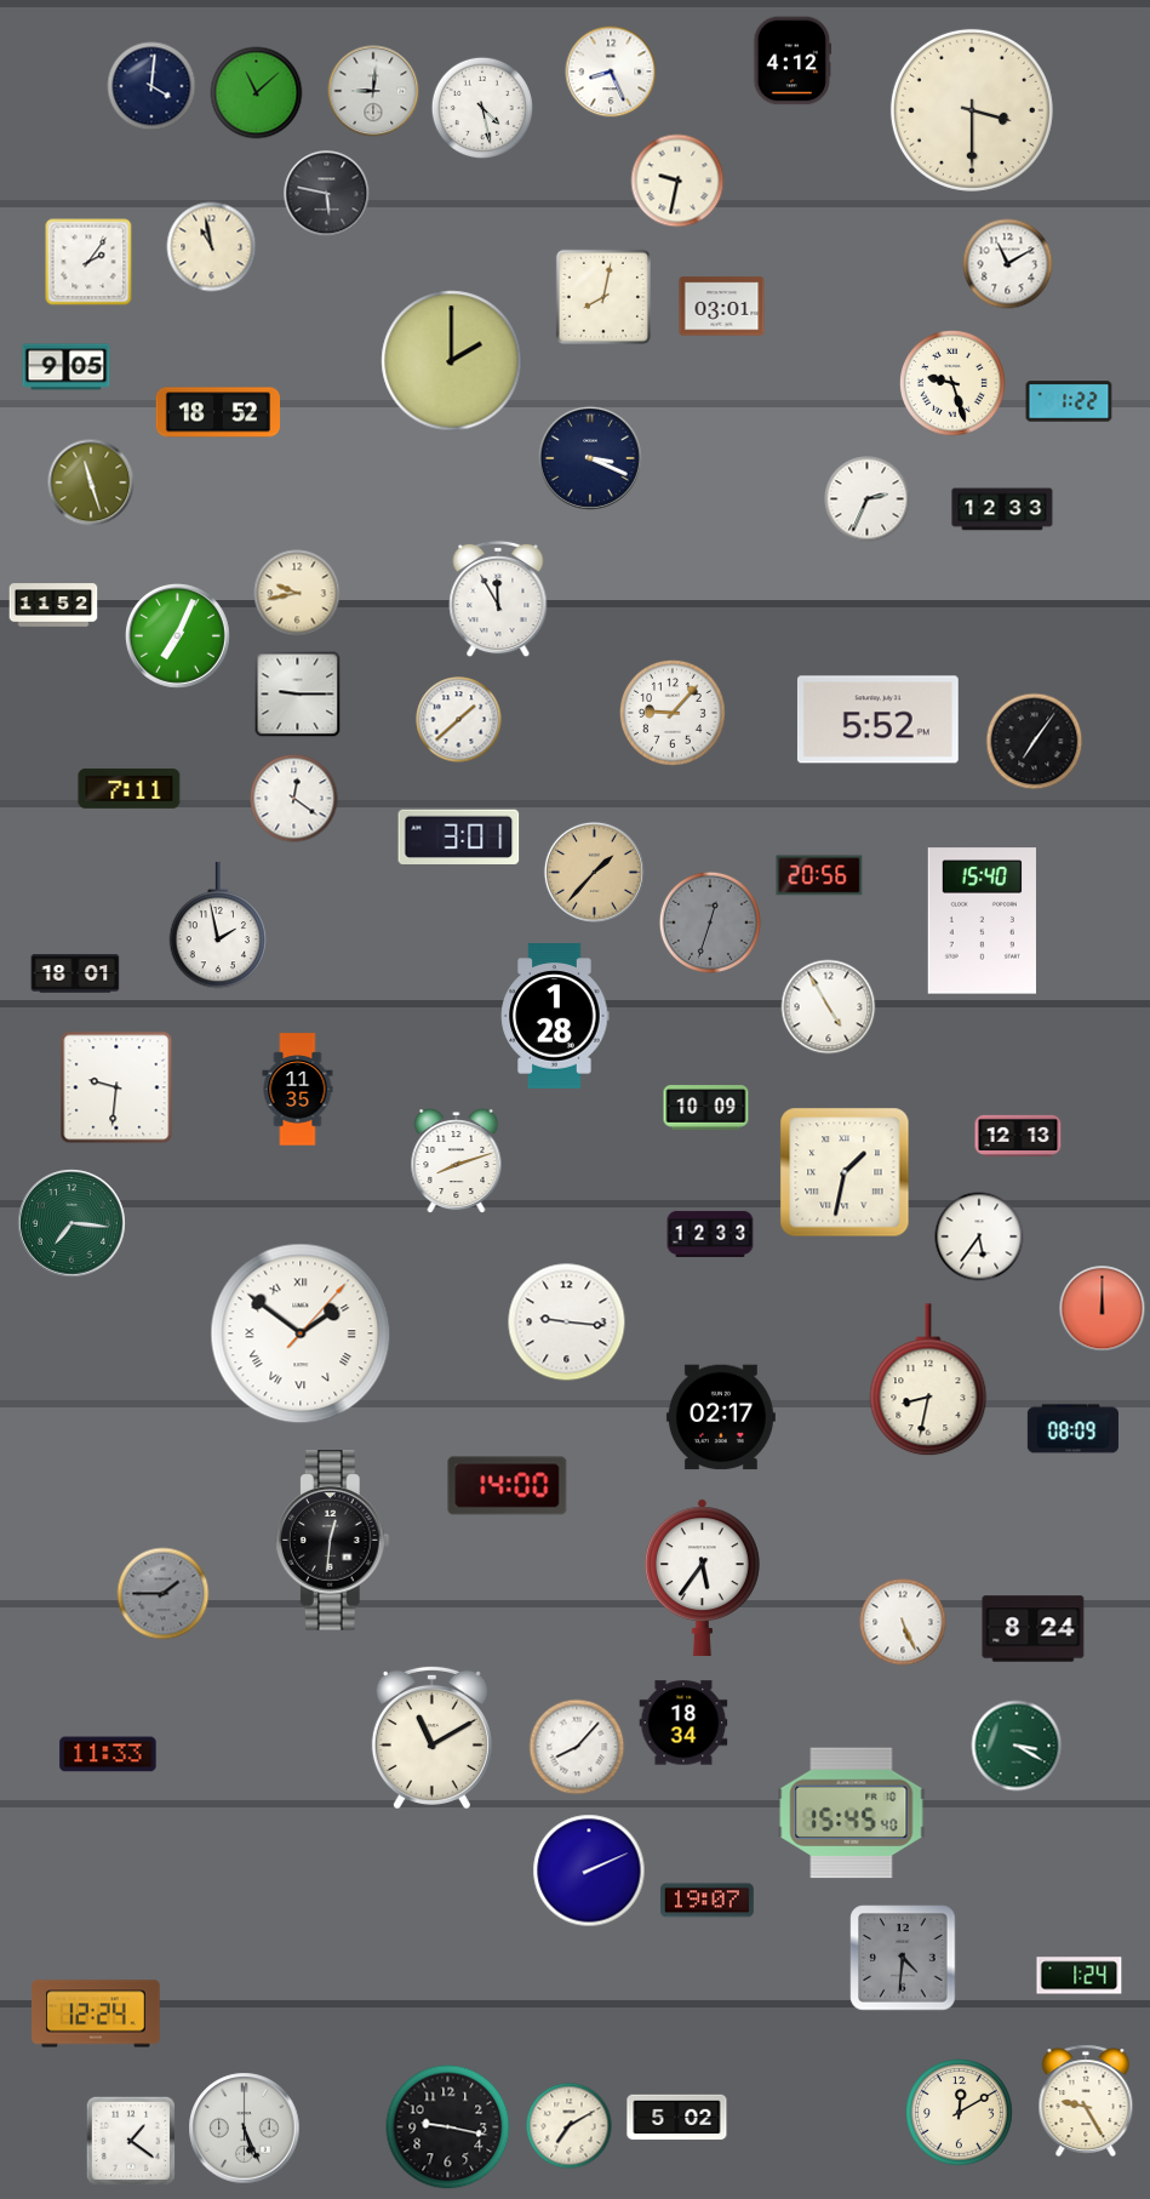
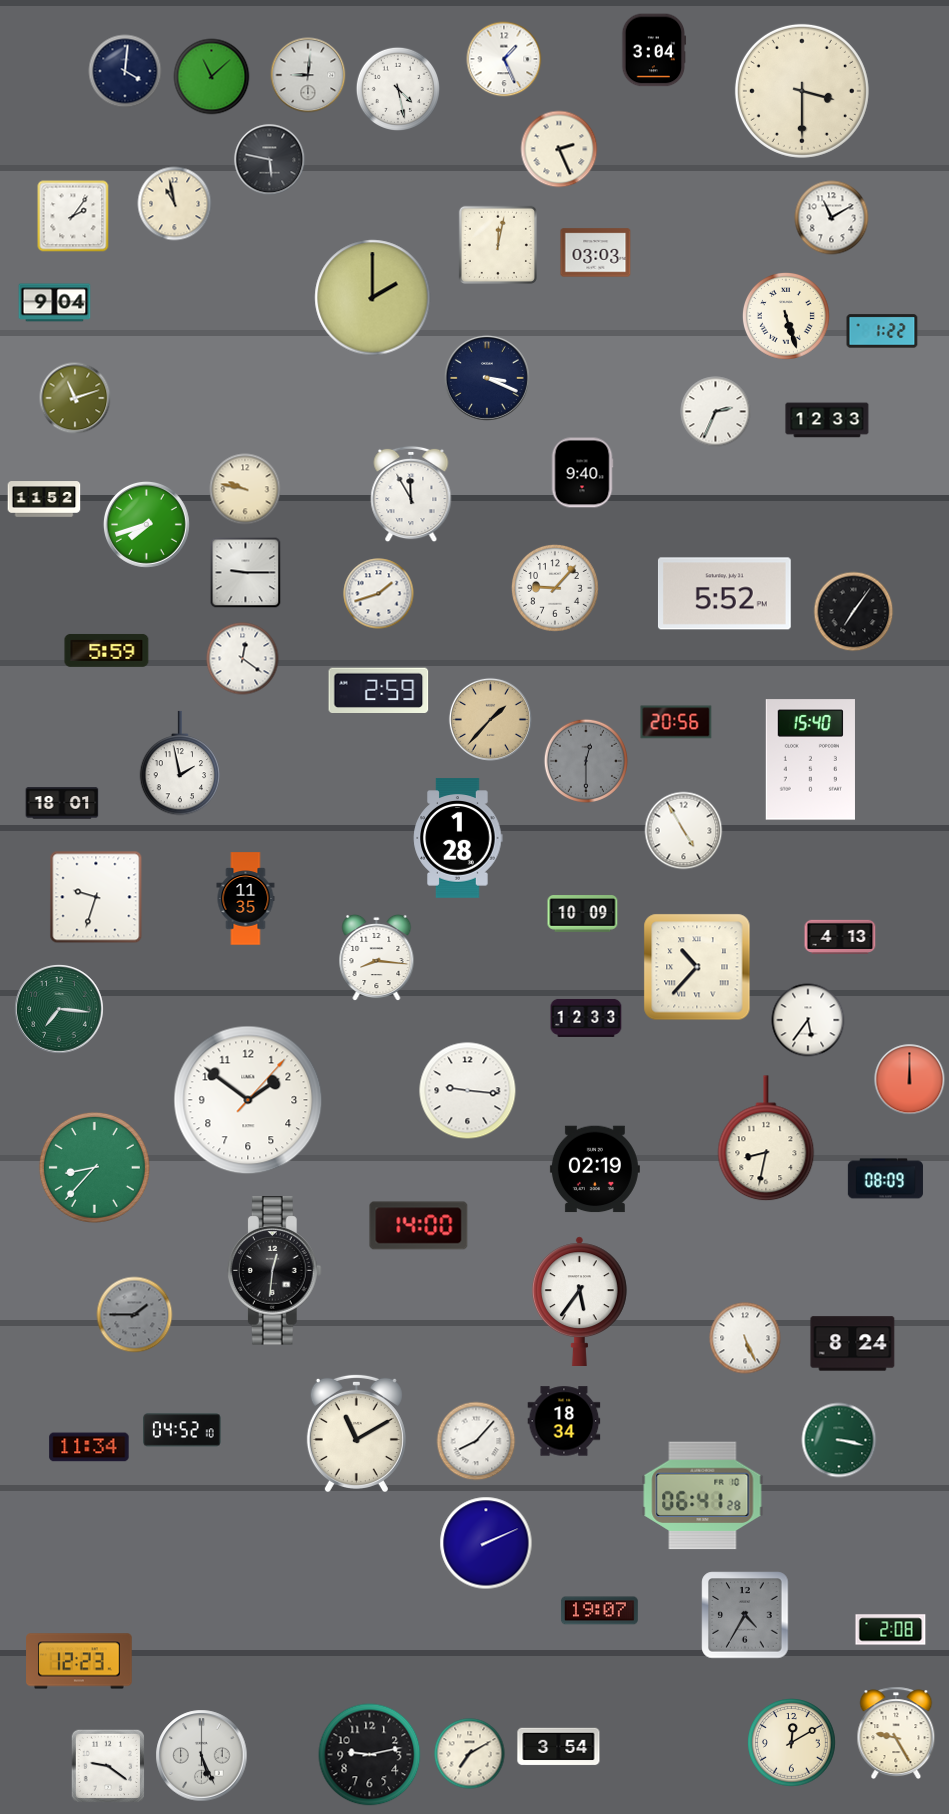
clock at (793, 61): 4:12 -> 3:04
clock at (611, 72): 8:26 -> 1:26
clock at (677, 181): 9:32 -> 2:26
clock at (603, 297): 8:02 -> 12:02
clock at (722, 307): 03:01 -> 03:03
clock at (67, 367): 9:05 -> 9:04
clock at (952, 383): 9:27 -> 5:27
clock at (217, 412): 18:52 -> none
clock at (91, 482): 11:27 -> 11:12
clock at (582, 473): none -> 9:40
clock at (297, 593): 9:43 -> 9:47
clock at (177, 635): 7:04 -> 7:42
clock at (459, 720): 1:38 -> 1:42
clock at (130, 788): 7:11 -> 5:59
clock at (459, 838): 3:01 -> 2:59
clock at (709, 921): 12:33 -> 12:30
clock at (116, 1087): 9:31 -> 9:33
clock at (1018, 1135): 12:13 -> 4:13
clock at (457, 1161): 8:12 -> 8:16
clock at (845, 1172): 1:32 -> 10:37
clock at (301, 1333) numerals: Roman -> Arabic
clock at (94, 1167): none -> 8:37
clock at (721, 1417): 02:17 -> 02:19
clock at (183, 1430): none -> 04:52
clock at (1017, 1746): 3:20 -> 3:17
clock at (108, 1754): 11:33 -> 11:34
clock at (852, 1814): 15:45 -> 06:41
clock at (706, 1901) position: (706, 1901) -> (599, 1611)
clock at (903, 1958): 4:31 -> 4:35
clock at (1080, 1976): 1:24 -> 2:08
clock at (96, 2014): 12:24 -> 12:23
clock at (677, 2118): 5:02 -> 3:54
clock at (448, 2127): 9:17 -> 9:13
clock at (131, 2141): 1:21 -> 9:21
